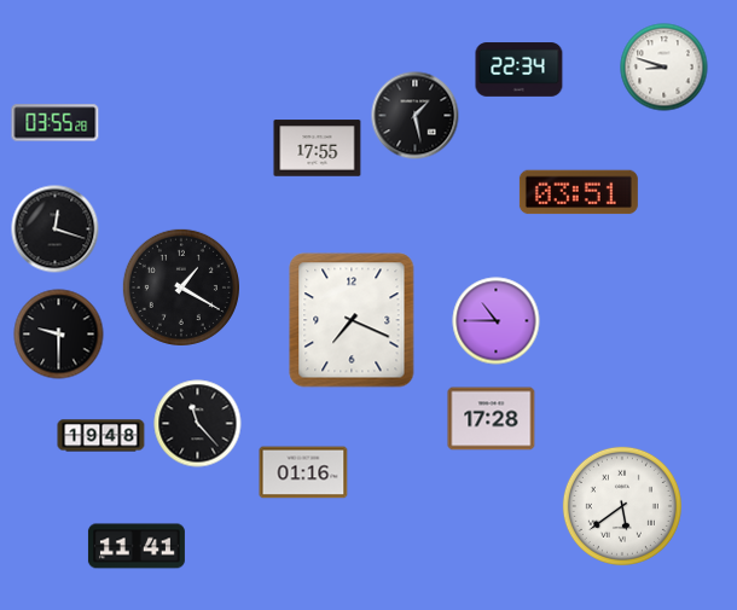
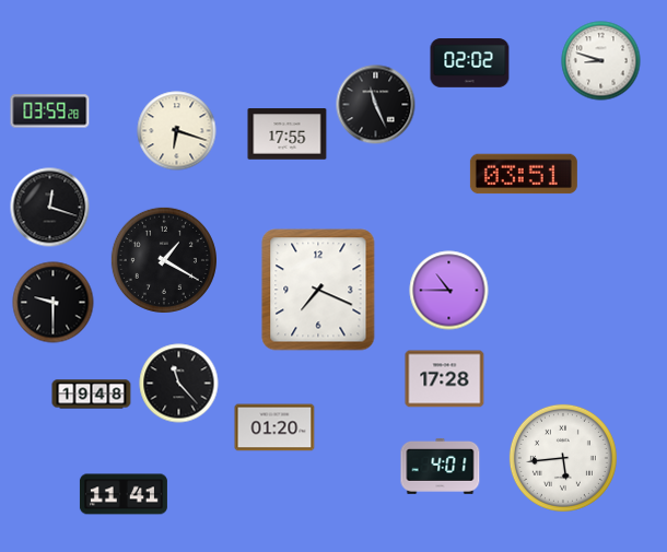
clock at (520, 70): 22:34 -> 02:02
clock at (416, 116): 1:28 -> 11:26
clock at (56, 123): 03:55 -> 03:59
clock at (177, 131): none -> 6:18
clock at (303, 472): 01:16 -> 01:20
clock at (622, 506): 5:39 -> 5:44
clock at (441, 467): none -> 4:01
